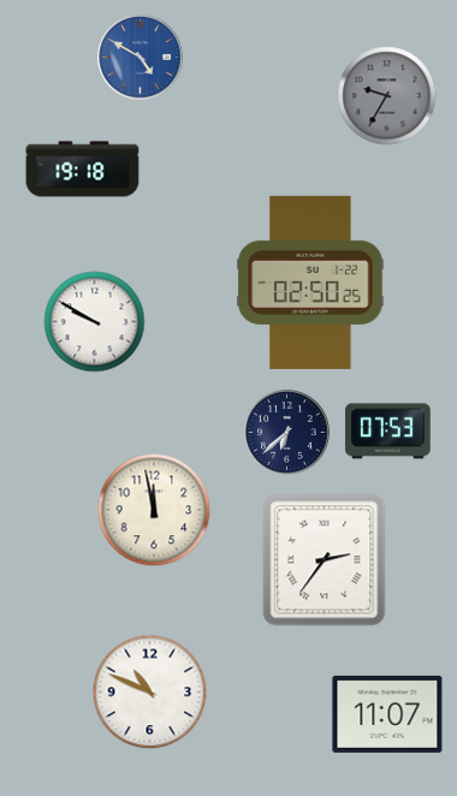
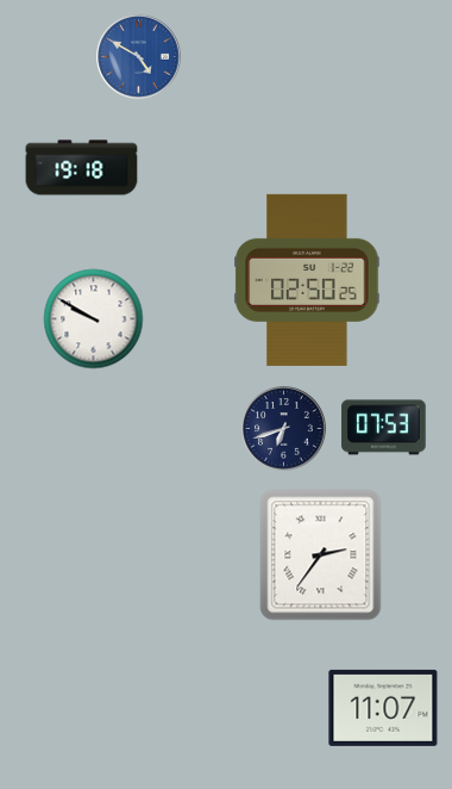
clock at (387, 96): 9:35 -> none
clock at (287, 433): 6:38 -> 6:42
clock at (154, 510): 11:58 -> none
clock at (150, 693): 10:49 -> none
